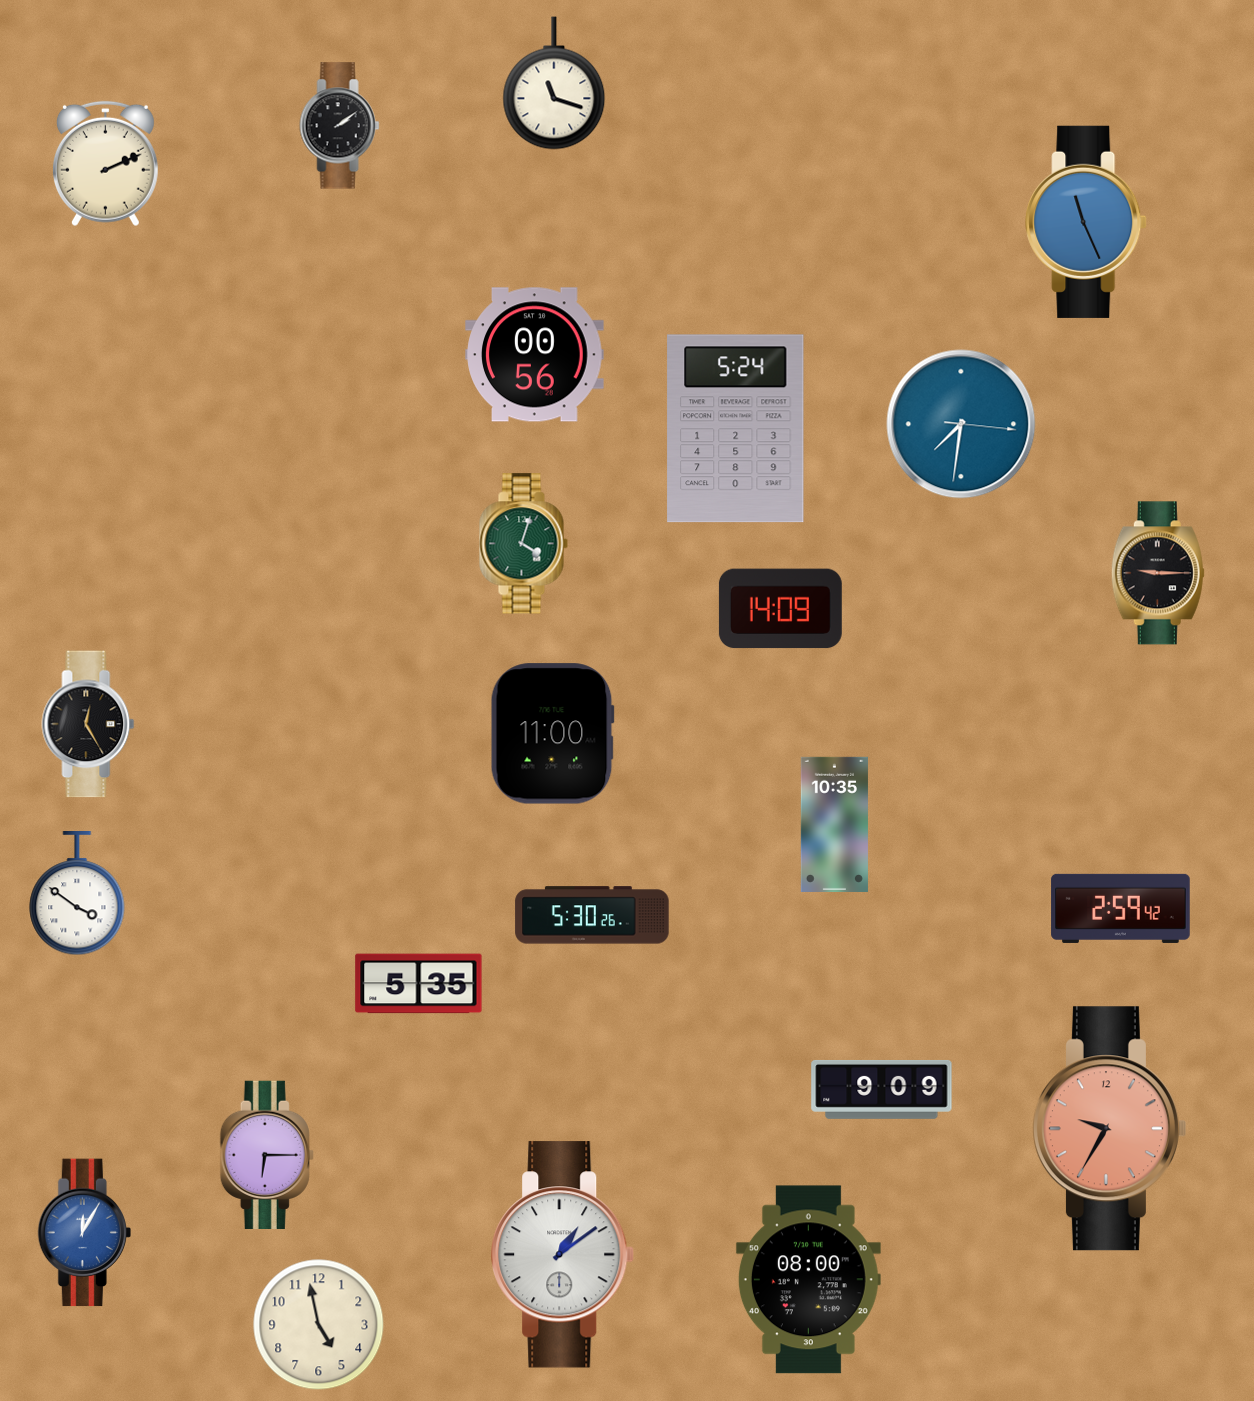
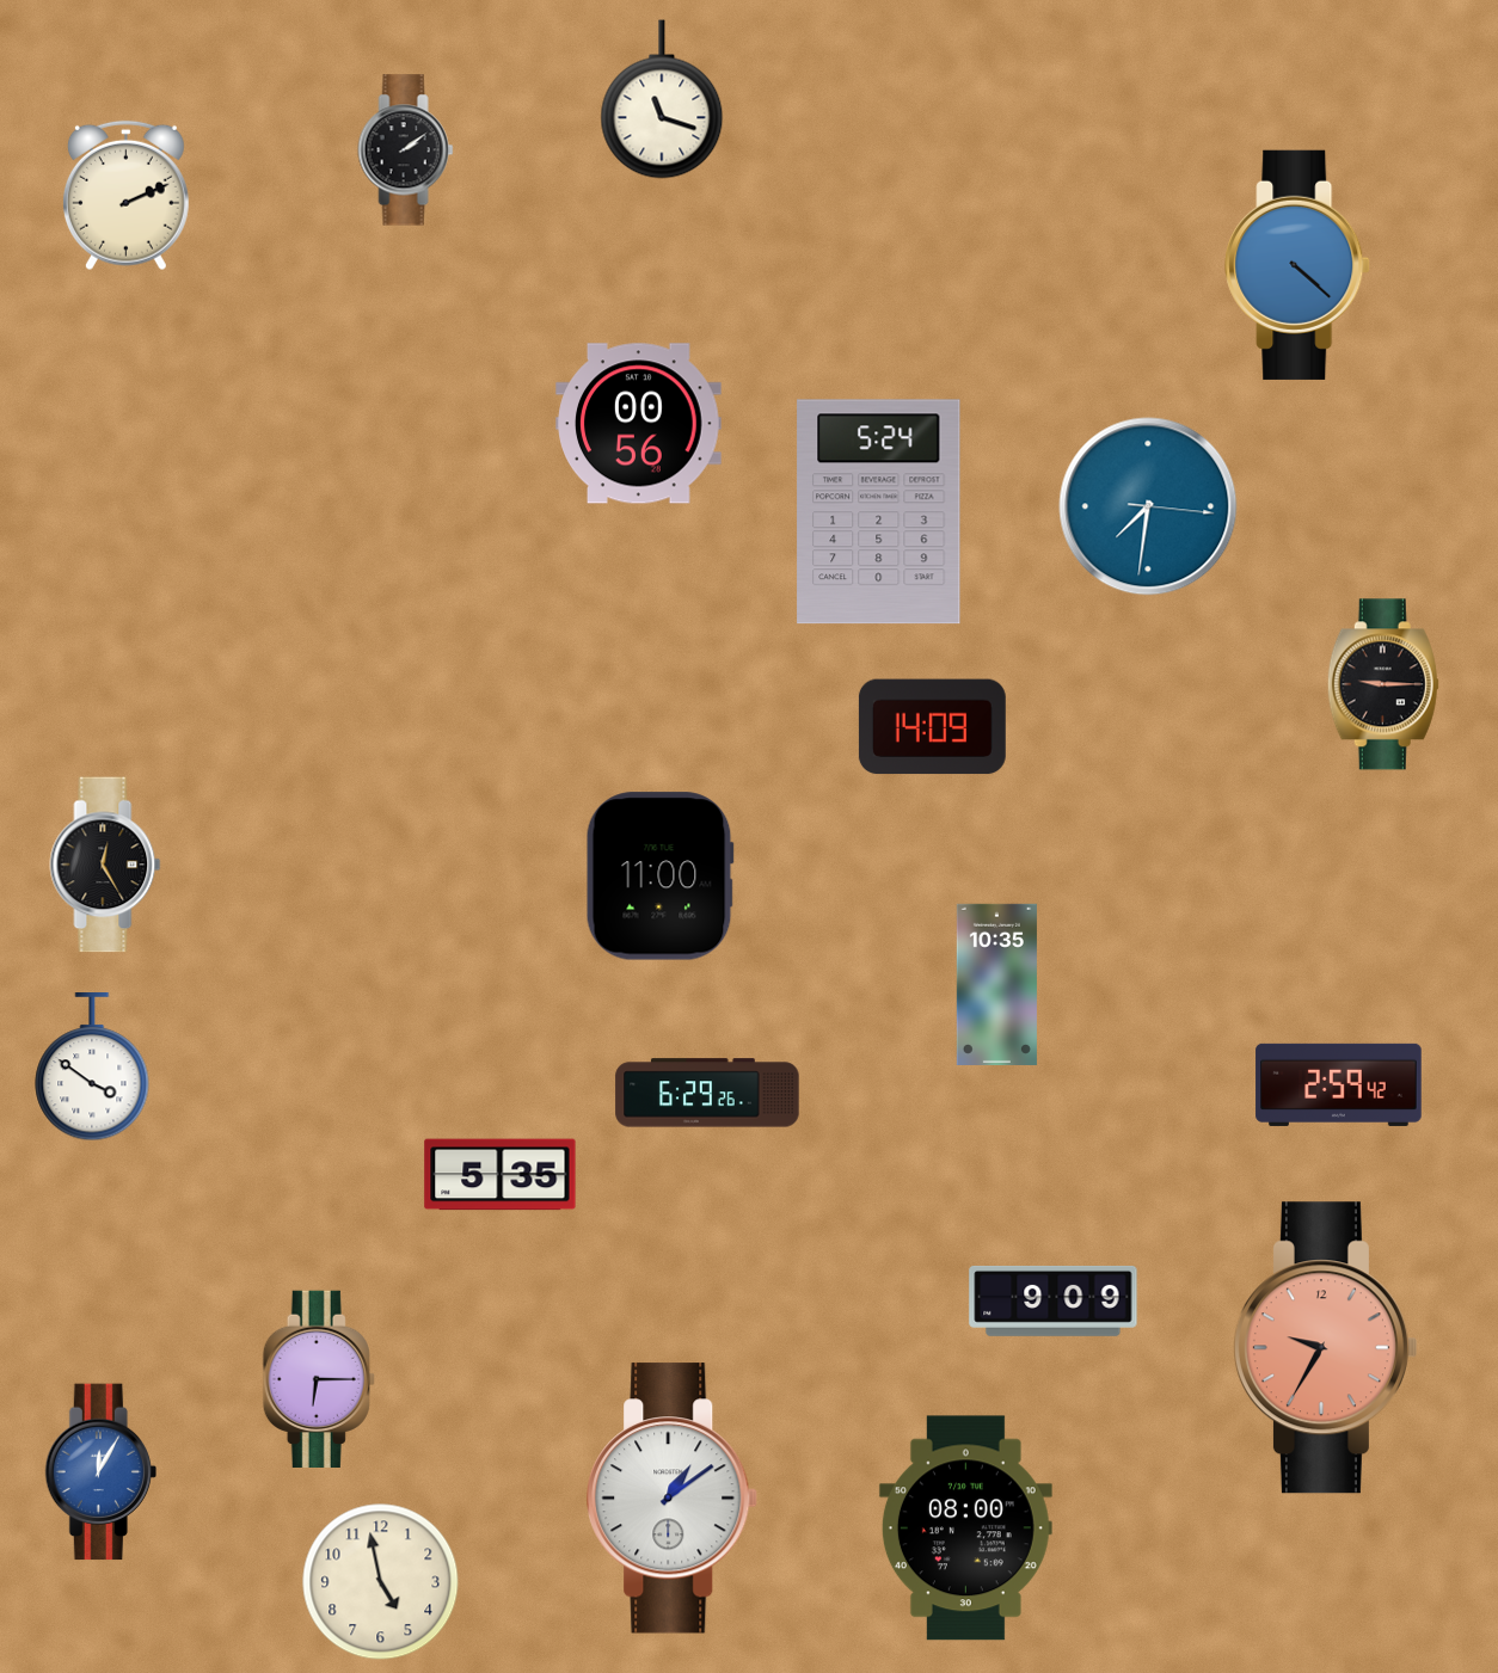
clock at (1086, 222): 11:26 -> 4:22
clock at (523, 544): 4:03 -> none
clock at (592, 915): 5:30 -> 6:29
